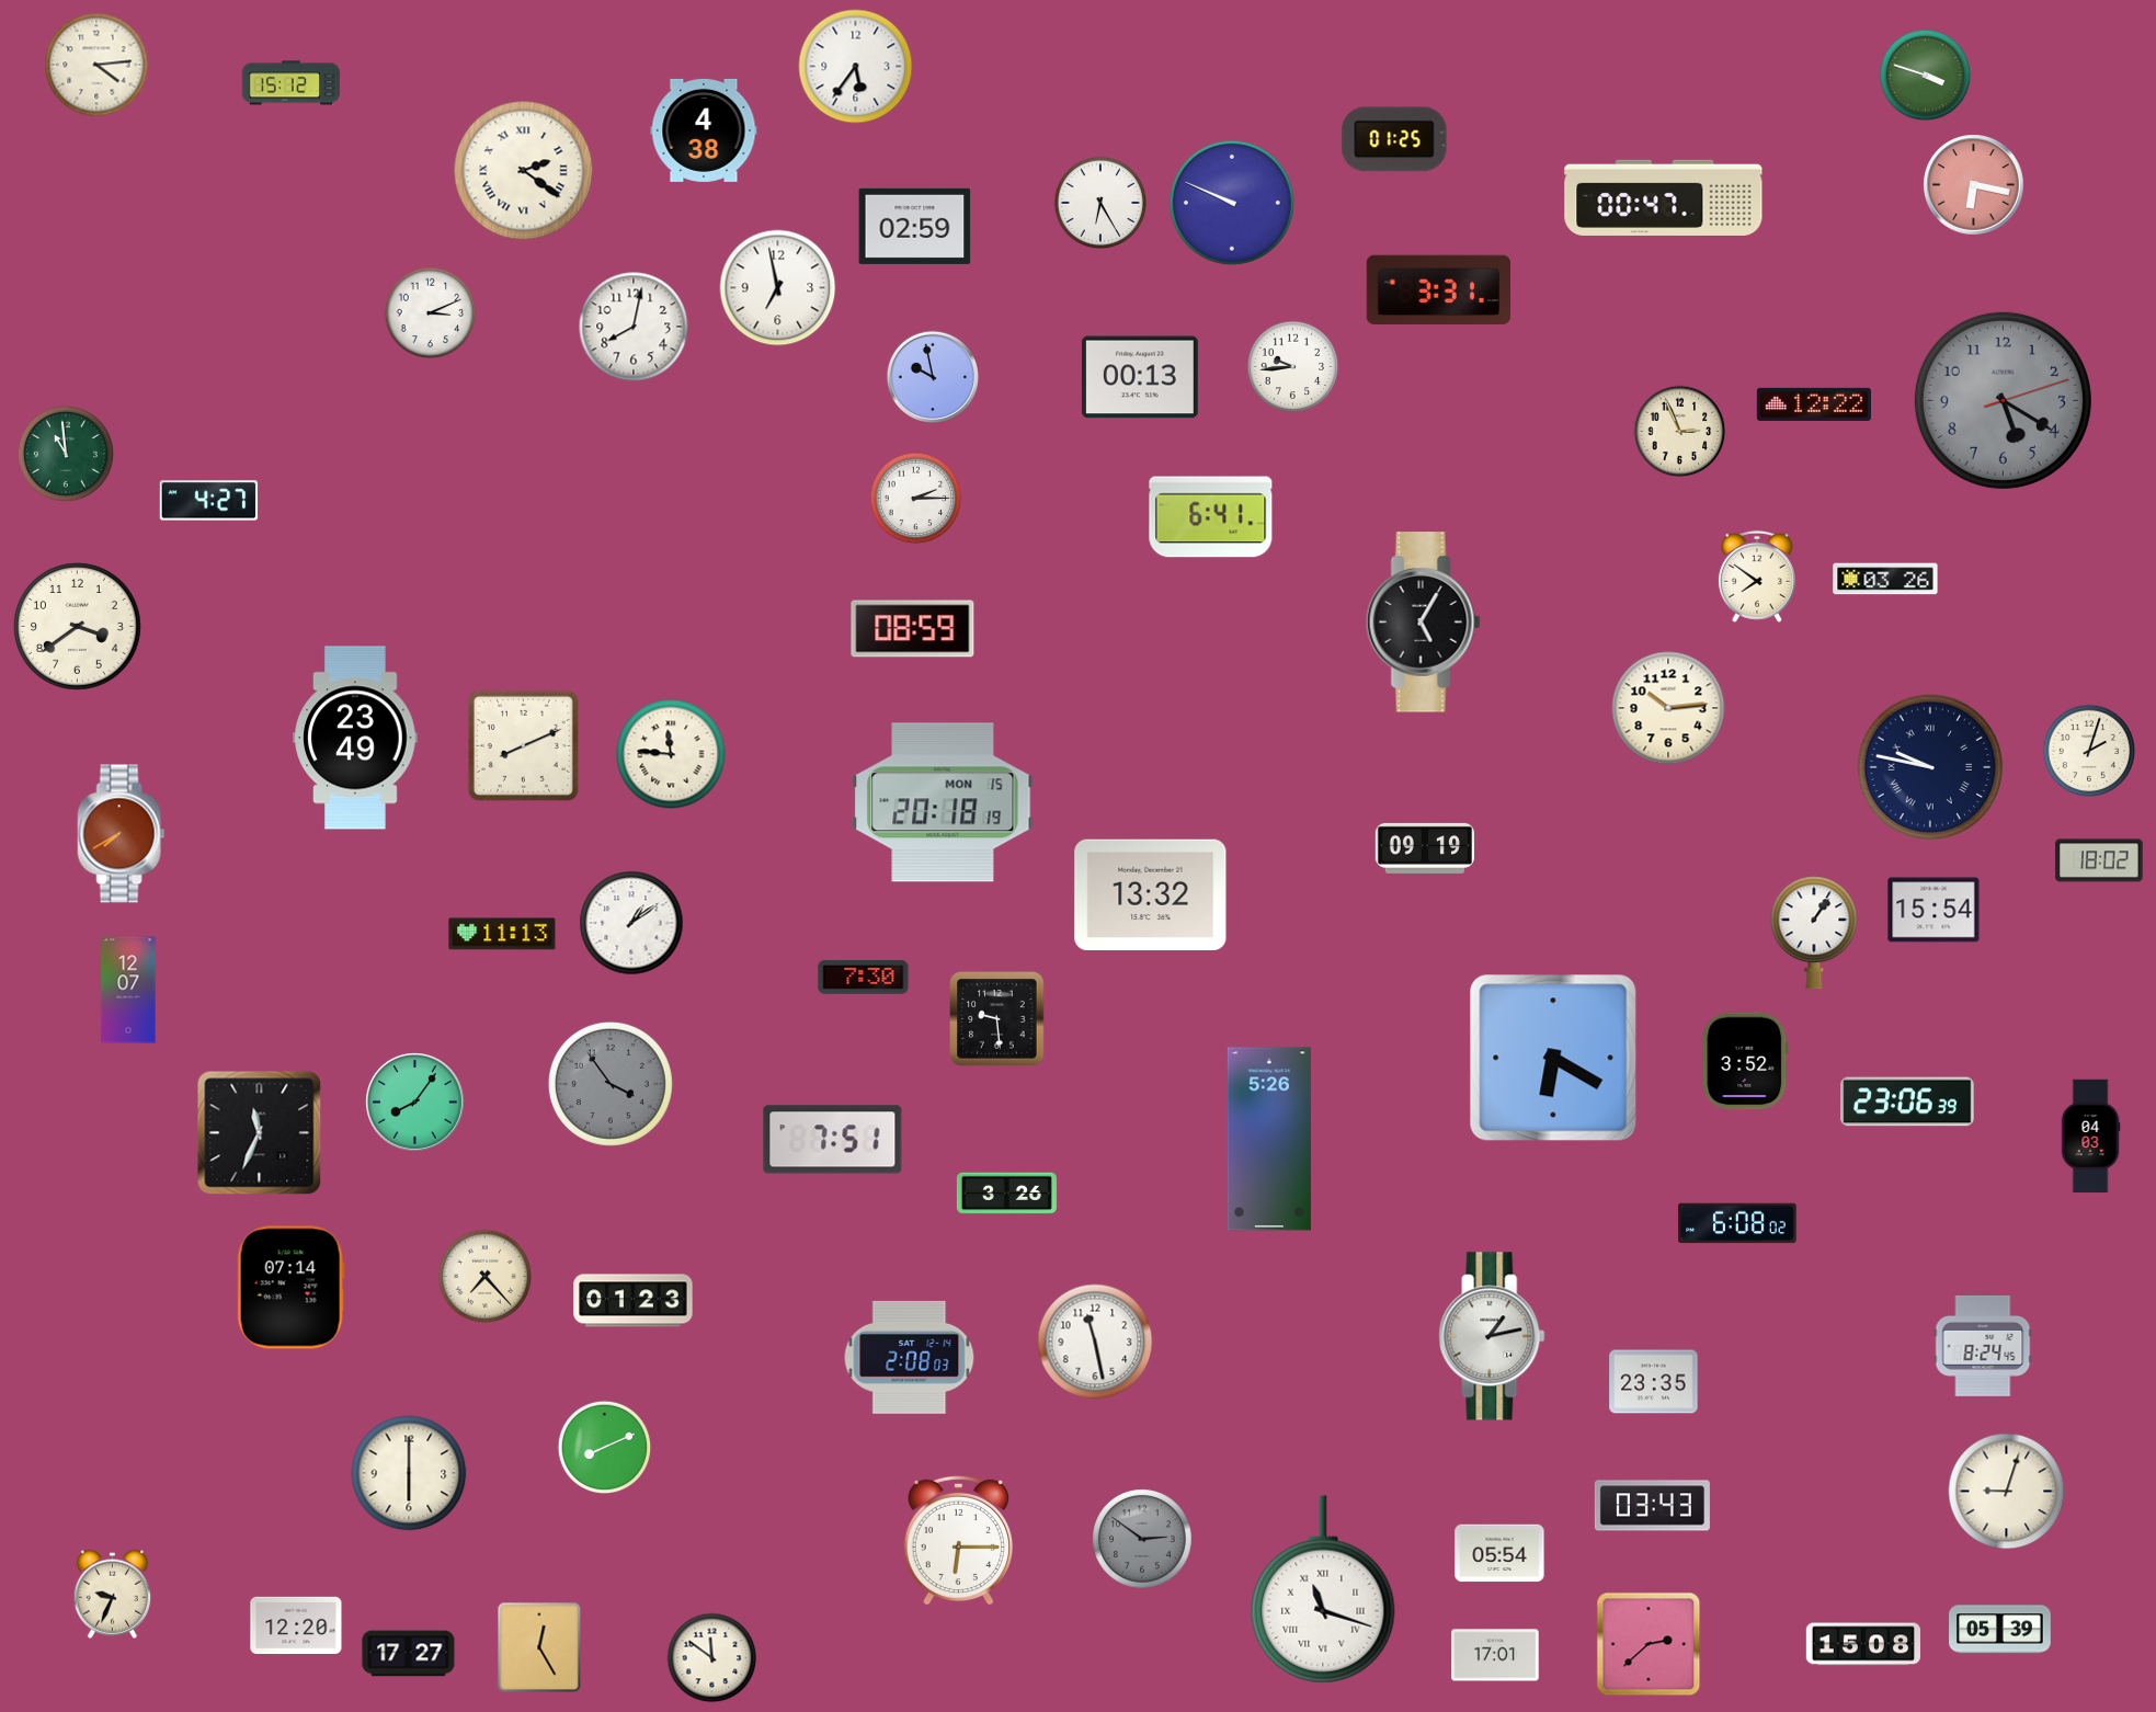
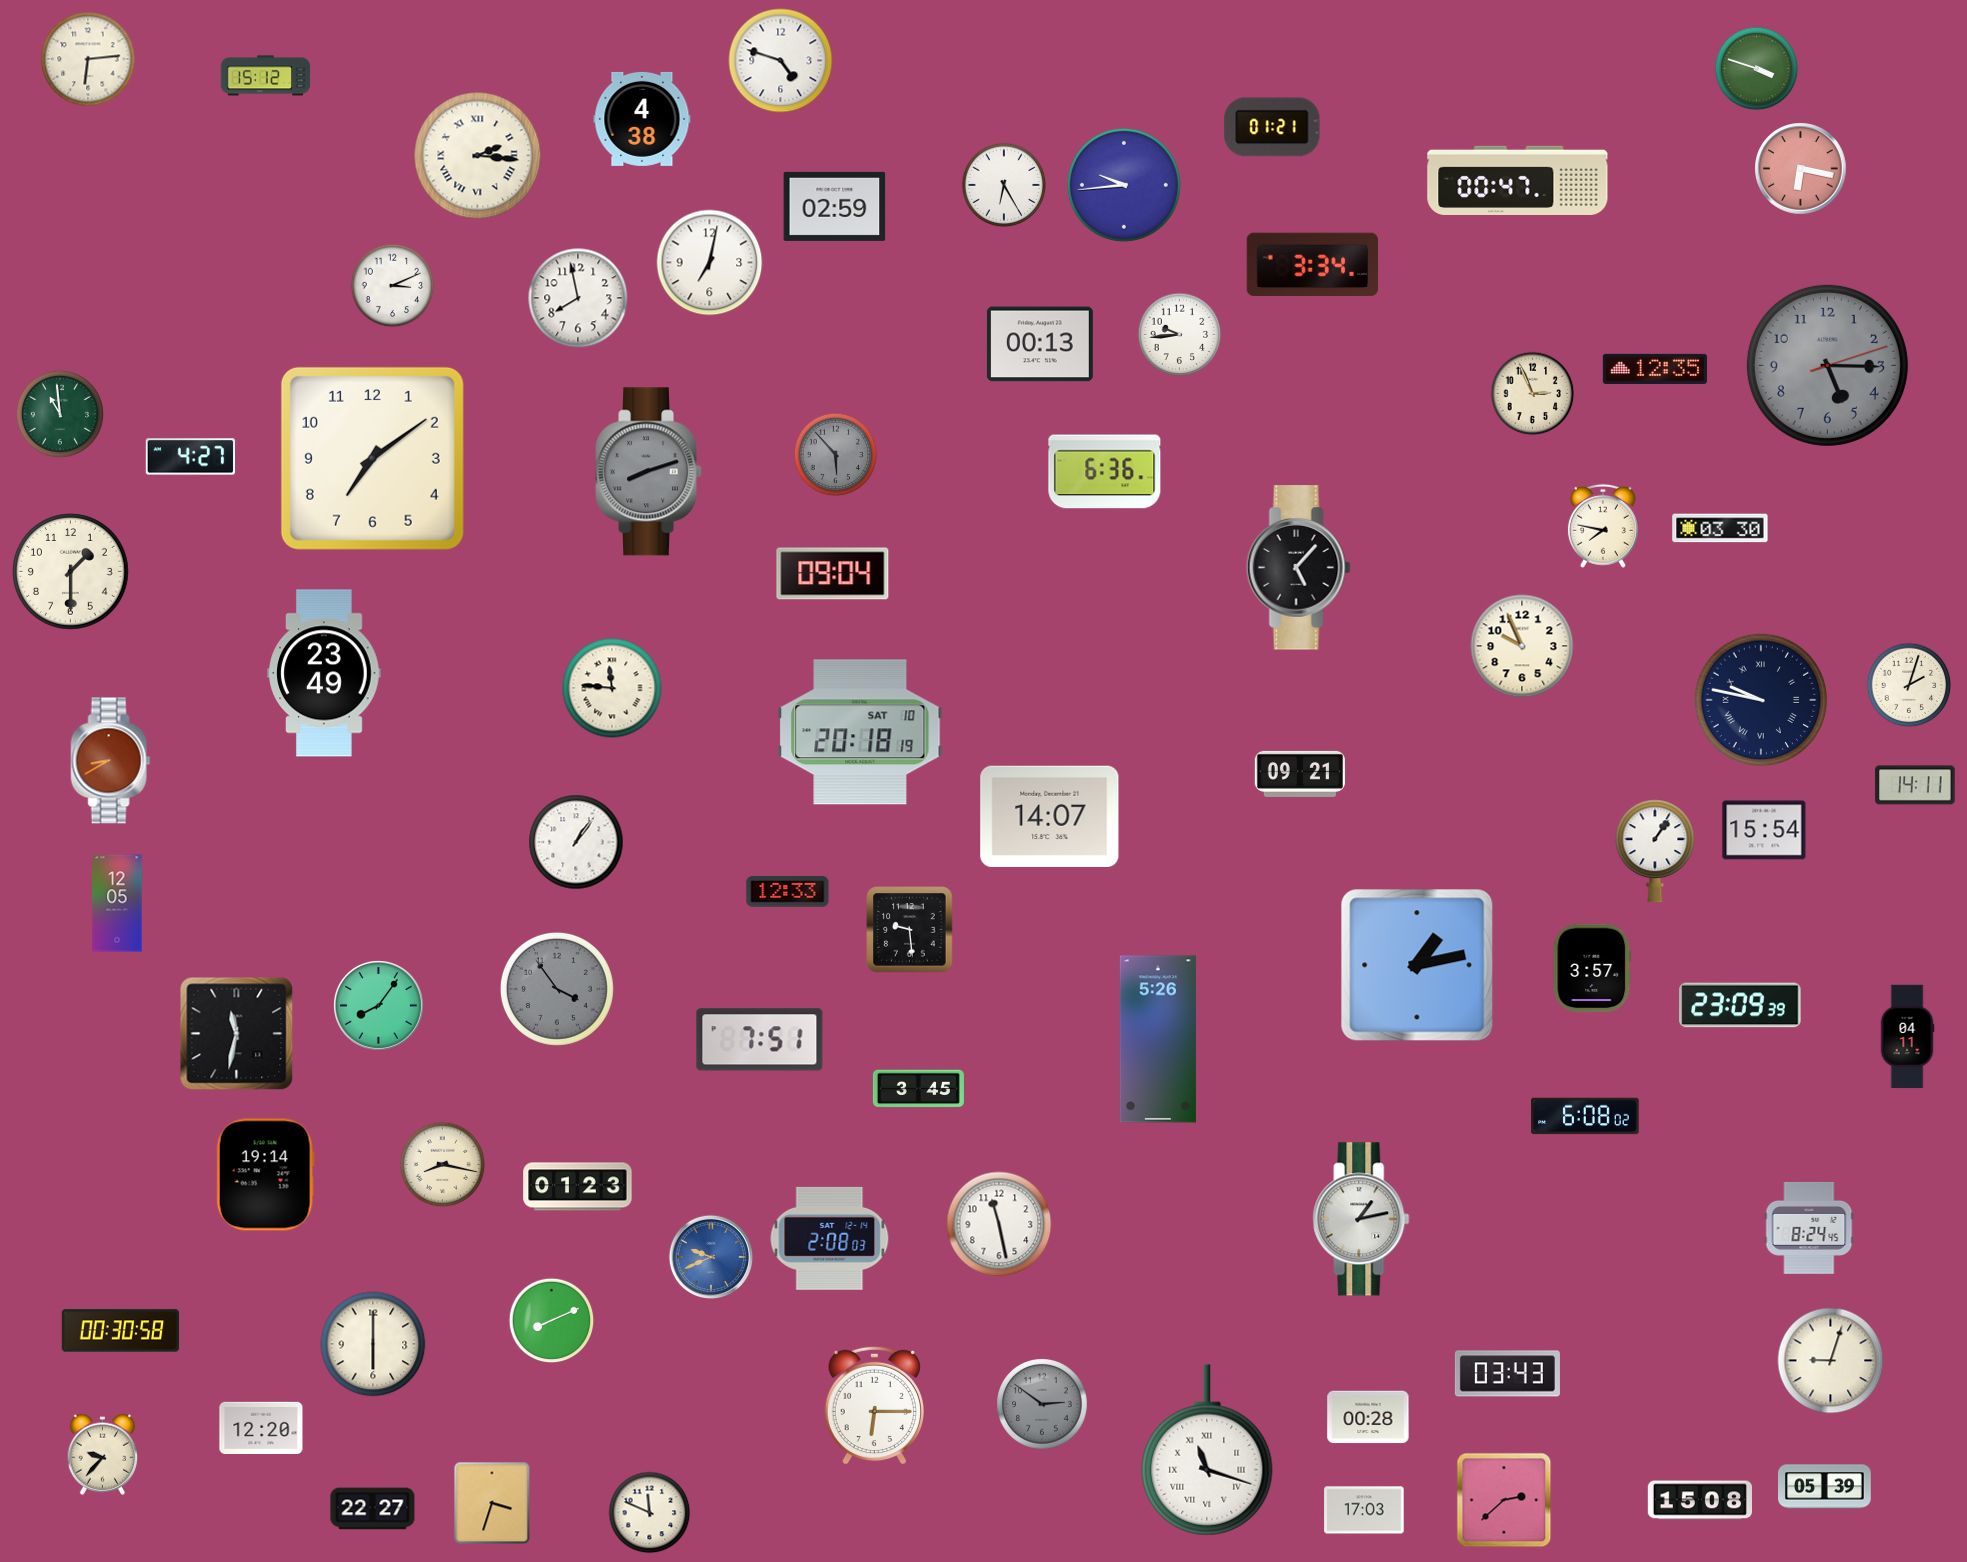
clock at (96, 65): 4:14 -> 6:14
clock at (856, 67): 5:36 -> 4:48
clock at (1394, 139): 01:25 -> 01:21
clock at (524, 171): 2:21 -> 2:16
clock at (1232, 203): 9:49 -> 9:44
clock at (778, 288): 6:58 -> 7:02
clock at (1438, 290): 3:31 -> 3:34
clock at (634, 327): 8:02 -> 7:58
clock at (932, 376): 9:58 -> none
clock at (2003, 400): 5:20 -> 5:15
clock at (1814, 404): 12:22 -> 12:35
clock at (916, 499): 2:15 -> 5:53
clock at (916, 499) dial: white -> grey
clock at (372, 458): none -> 7:09
clock at (649, 472): none -> 8:12
clock at (1211, 517): 6:41 -> 6:36
clock at (1757, 577): 7:51 -> 7:47
clock at (1885, 579): 03:26 -> 03:30
clock at (1423, 623): 5:05 -> 5:07
clock at (78, 627): 3:39 -> 1:30
clock at (913, 629): 08:59 -> 09:04
clock at (1668, 708): 10:14 -> 9:56
clock at (523, 745): 8:11 -> none
clock at (2089, 751) position: (2089, 751) -> (1909, 685)
clock at (943, 802) date: MON 15 -> SAT 10
clock at (122, 834): 7:40 -> 8:40
clock at (1425, 848): 09:19 -> 09:21
clock at (2099, 860): 18:02 -> 14:11
clock at (1151, 894): 13:32 -> 14:07
clock at (631, 923): 1:09 -> 1:06
clock at (502, 934): 11:13 -> none
clock at (864, 978): 7:30 -> 12:33
clock at (128, 990): 12:07 -> 12:05
clock at (1553, 1058): 6:20 -> 1:13
clock at (1745, 1061): 3:52 -> 3:57
clock at (1907, 1102): 23:06 -> 23:09
clock at (260, 1133): 11:34 -> 11:32
clock at (2090, 1137): 04:03 -> 04:11
clock at (1006, 1194): 3:26 -> 3:45
clock at (486, 1277): 7:23 -> 8:17
clock at (290, 1288): 07:14 -> 19:14
clock at (710, 1256): none -> 9:41
clock at (1654, 1382): 23:35 -> none
clock at (121, 1331): none -> 00:30
clock at (1499, 1553): 05:54 -> 00:28
clock at (113, 1594): 9:34 -> 9:37
clock at (296, 1624) position: (296, 1624) -> (261, 1427)
clock at (539, 1647): 12:25 -> 3:33
clock at (409, 1654): 17:27 -> 22:27
clock at (1495, 1655): 17:01 -> 17:03
clock at (712, 1658): 11:51 -> 11:49
